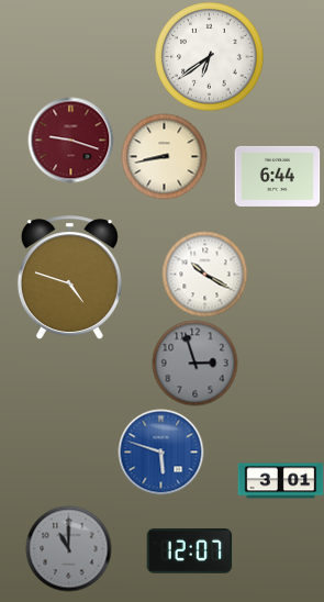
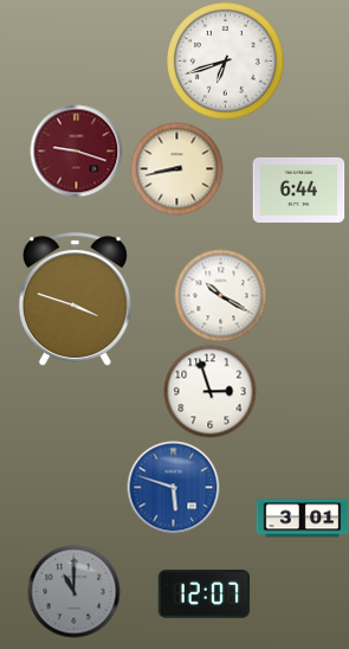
clock at (210, 57): 6:39 -> 6:42
clock at (69, 277): 4:48 -> 3:48
clock at (194, 363) dial: grey -> white
